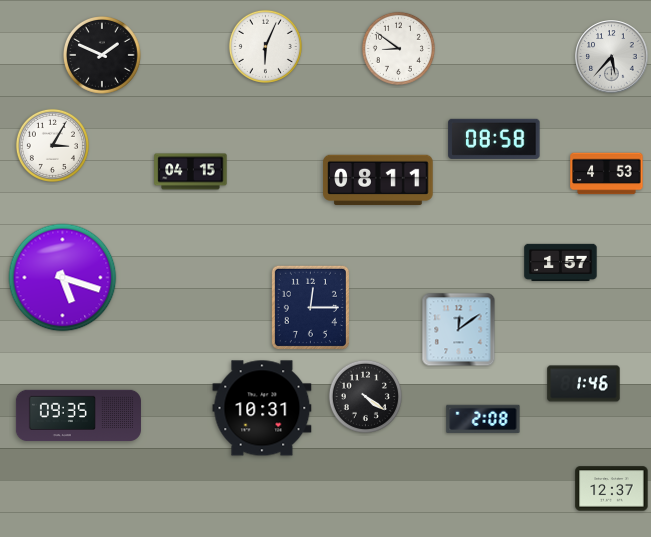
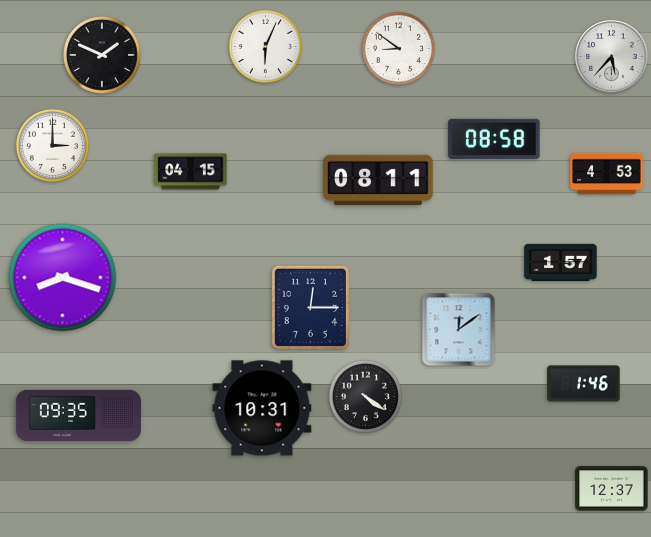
clock at (52, 145): 3:05 -> 3:00
clock at (63, 278): 5:18 -> 8:18
clock at (483, 419): 2:08 -> none
